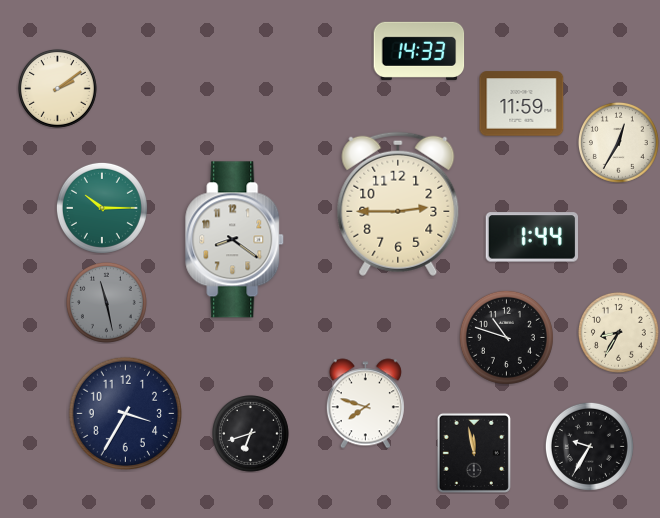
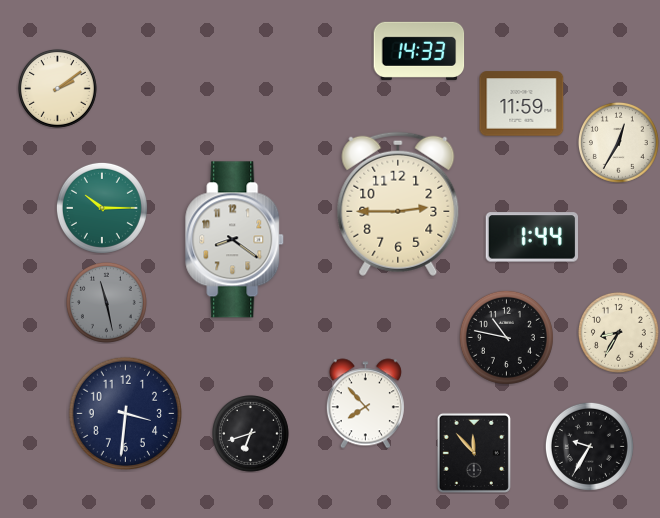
clock at (506, 337): 10:48 -> 10:47
clock at (365, 404): 7:48 -> 7:53
clock at (125, 413): 3:35 -> 3:31
clock at (474, 453): 11:58 -> 11:53
